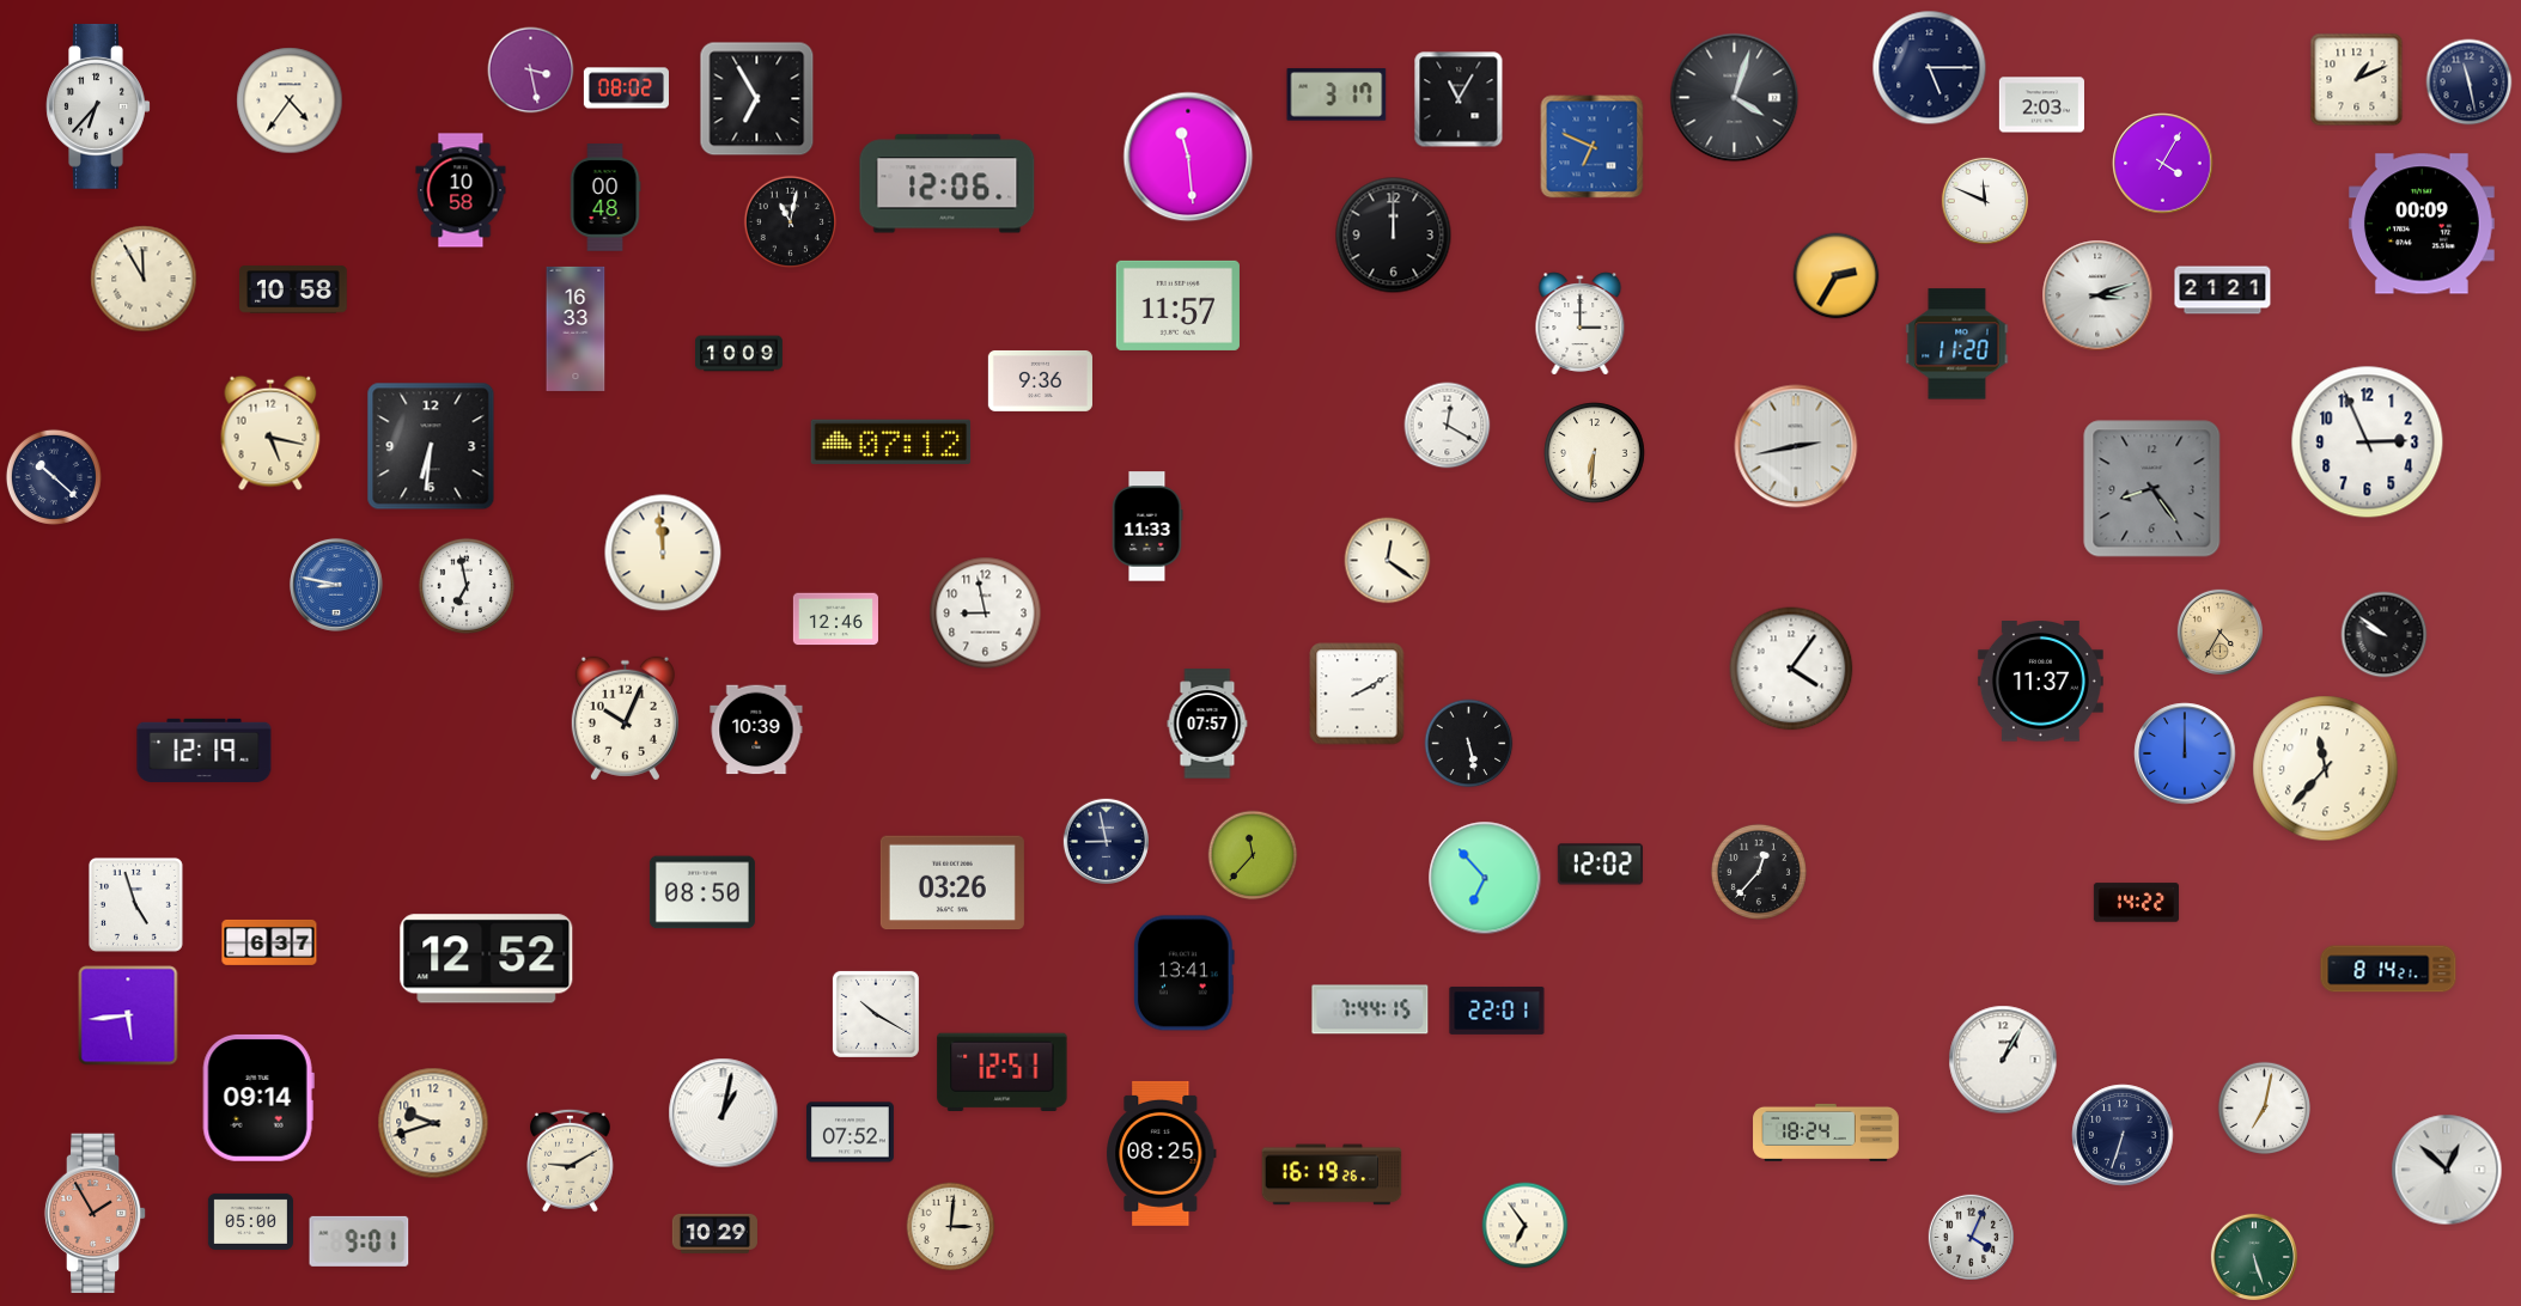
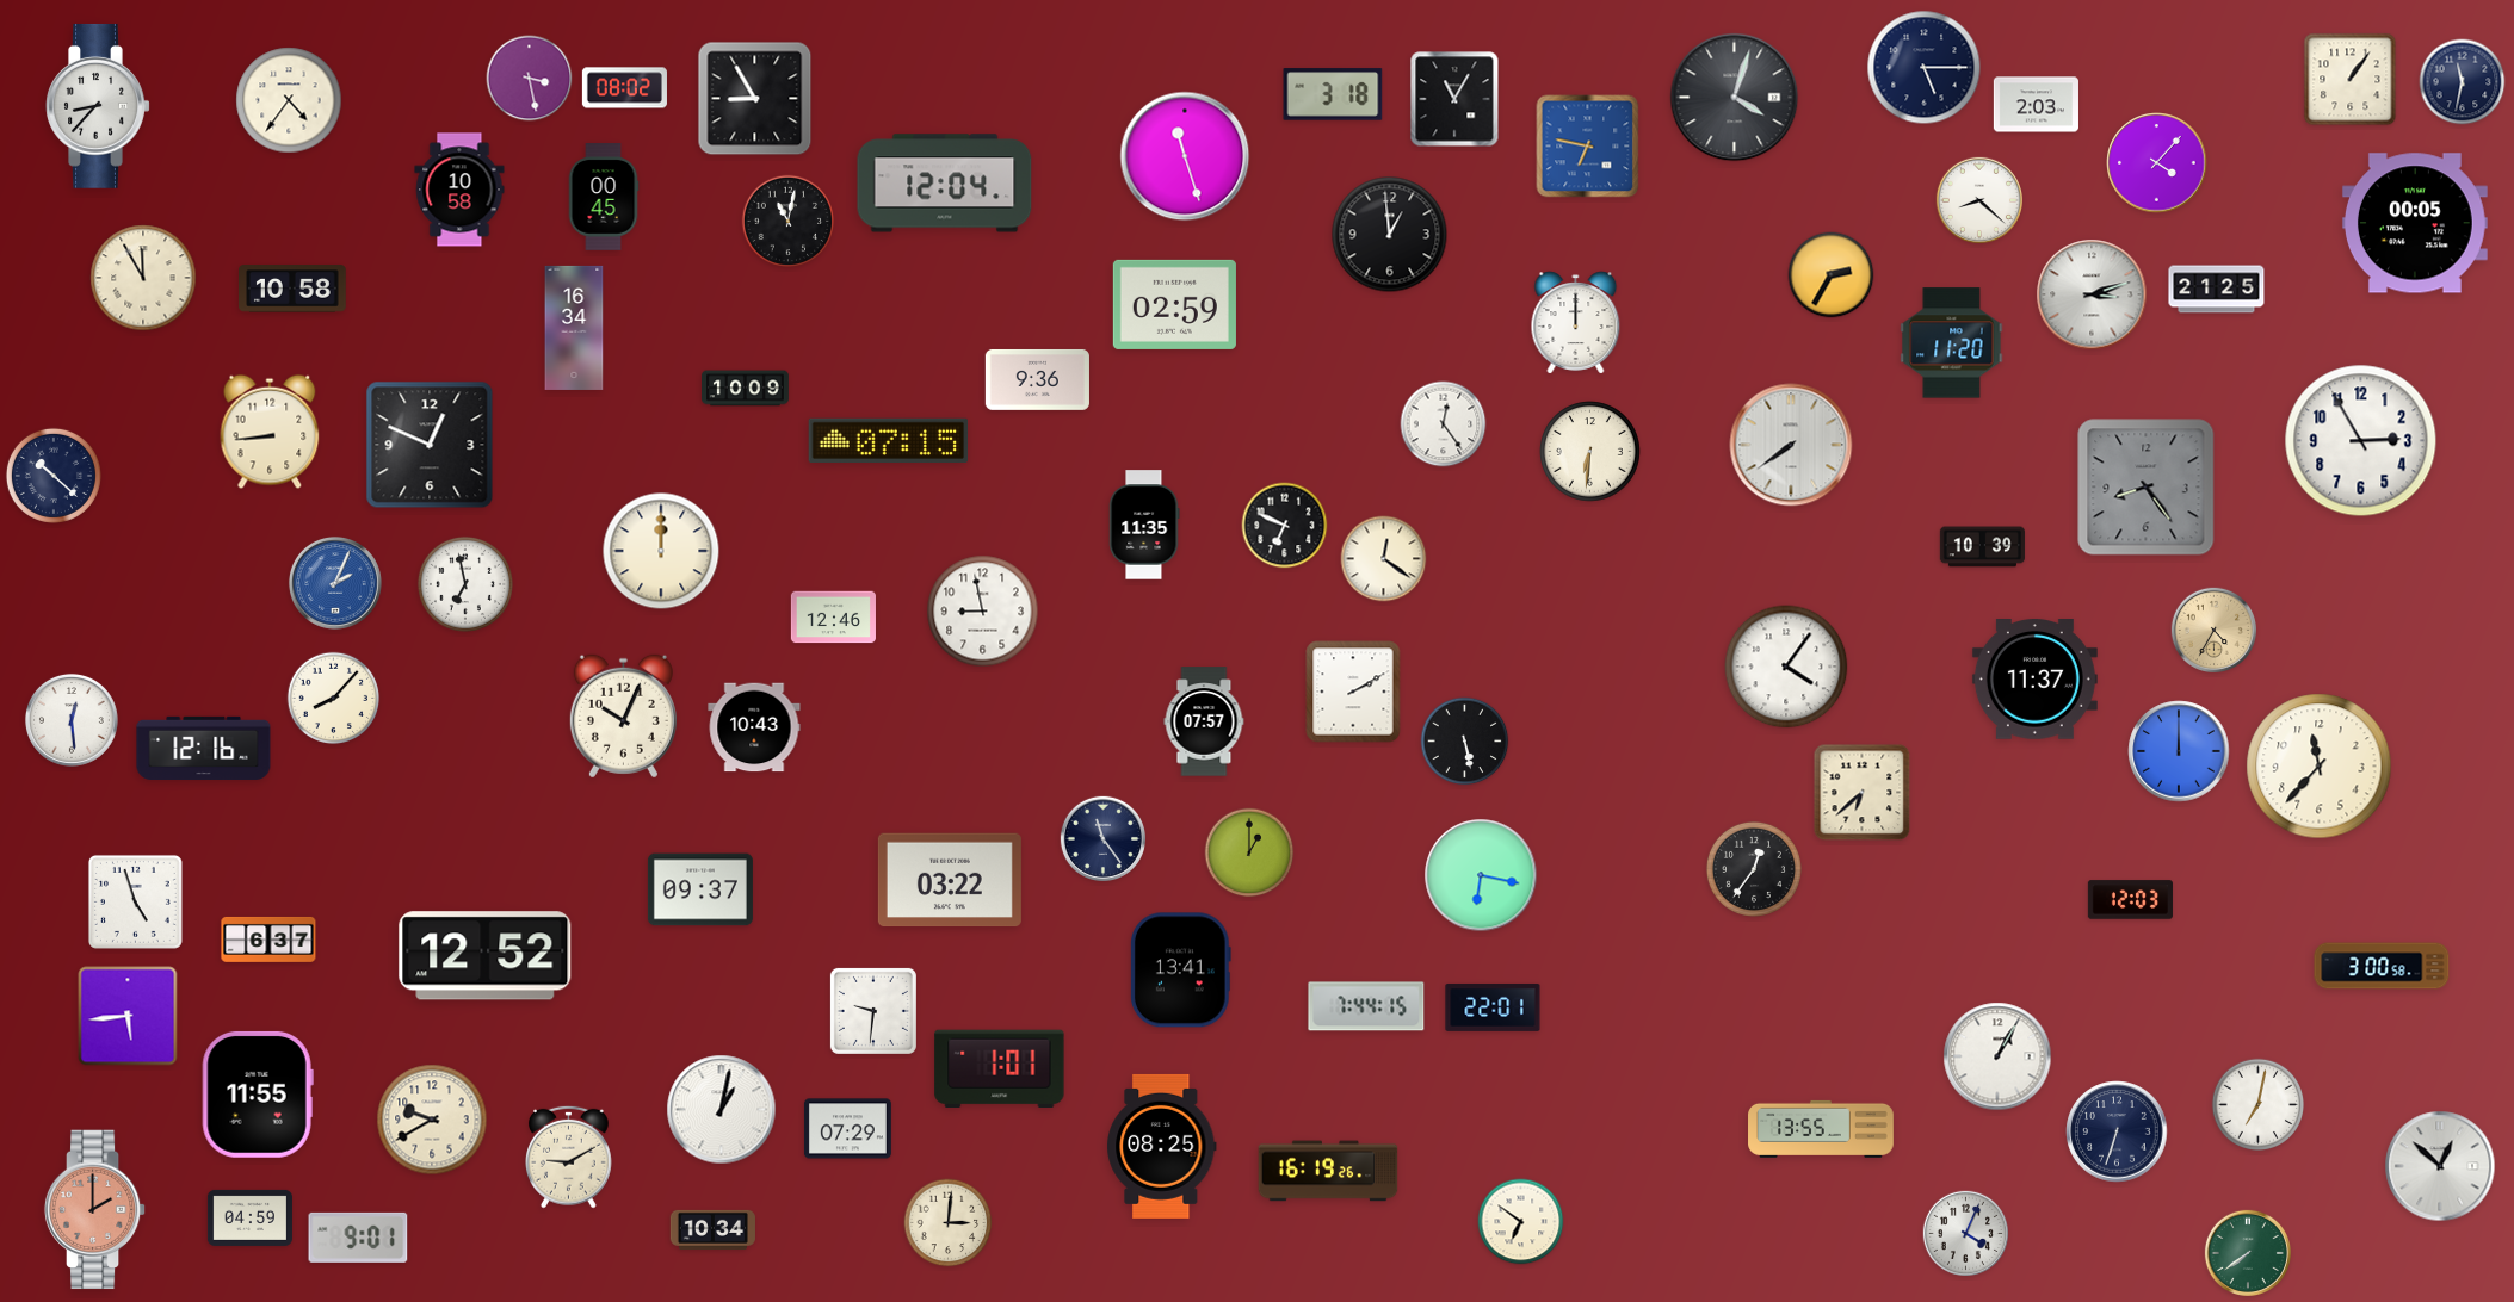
clock at (531, 71) position: (531, 71) -> (530, 79)
clock at (2357, 80): 1:11 -> 1:06
clock at (2470, 83): 11:28 -> 11:32
clock at (1336, 94): 3:17 -> 3:18
clock at (1735, 98) position: (1735, 98) -> (1735, 98)
clock at (757, 99): 6:55 -> 8:55
clock at (98, 106): 6:37 -> 8:37
clock at (1593, 147): 6:49 -> 6:47
clock at (1188, 157): 11:29 -> 11:27
clock at (2163, 164): 4:05 -> 4:07
clock at (948, 184): 12:06 -> 12:04
clock at (605, 197): 00:48 -> 00:45
clock at (1985, 201): 11:49 -> 8:22
clock at (2422, 224): 00:09 -> 00:05
clock at (1394, 236): 12:00 -> 12:59
clock at (2223, 291): 21:21 -> 21:25
clock at (1177, 305): 11:57 -> 02:59
clock at (1581, 324): 3:00 -> 12:00
clock at (576, 329): 16:33 -> 16:34
clock at (739, 354) position: (739, 354) -> (746, 389)
clock at (1448, 426): 12:20 -> 12:24
clock at (270, 433): 5:17 -> 8:44
clock at (891, 441): 07:12 -> 07:15
clock at (2368, 443): 2:56 -> 2:55
clock at (431, 446): 6:31 -> 12:49
clock at (1796, 446): 2:43 -> 7:39
clock at (1147, 526): 11:33 -> 11:35
clock at (1285, 526): none -> 6:49
clock at (1982, 547): none -> 10:39
clock at (663, 553): 11:59 -> 12:00
clock at (336, 585): 8:47 -> 2:04
clock at (2385, 635): 9:51 -> none
clock at (334, 699): none -> 8:07
clock at (72, 720): none -> 12:29
clock at (756, 730): 10:39 -> 10:43
clock at (205, 750): 12:19 -> 12:16
clock at (1863, 793): none -> 6:38
clock at (1106, 841): 8:58 -> 11:24
clock at (1253, 855): 11:37 -> 1:00
clock at (1600, 865): 12:02 -> none
clock at (1759, 872): 12:37 -> 12:36
clock at (1485, 878): 6:53 -> 6:17
clock at (952, 883): 03:26 -> 03:22
clock at (702, 892): 08:50 -> 09:37
clock at (2136, 903): 14:22 -> 12:03
clock at (2388, 969): 8:14 -> 3:00
clock at (876, 1014): 10:20 -> 9:31
clock at (128, 1015) position: (128, 1015) -> (128, 1016)
clock at (1003, 1072): 12:51 -> 1:01
clock at (258, 1098): 09:14 -> 11:55
clock at (433, 1123): 9:42 -> 9:40
clock at (850, 1133): 07:52 -> 07:29
clock at (1826, 1133): 18:24 -> 13:55
clock at (1162, 1153) position: (1162, 1153) -> (1162, 1146)
clock at (96, 1214): 1:55 -> 2:00
clock at (250, 1221): 05:00 -> 04:59
clock at (1526, 1226): 6:54 -> 6:51
clock at (714, 1233): 10:29 -> 10:34
clock at (2254, 1257): 5:27 -> 7:39
